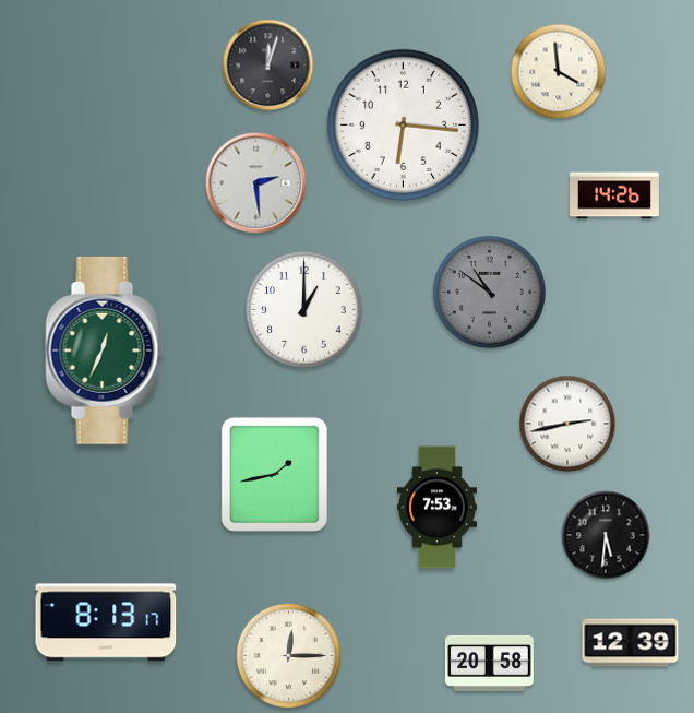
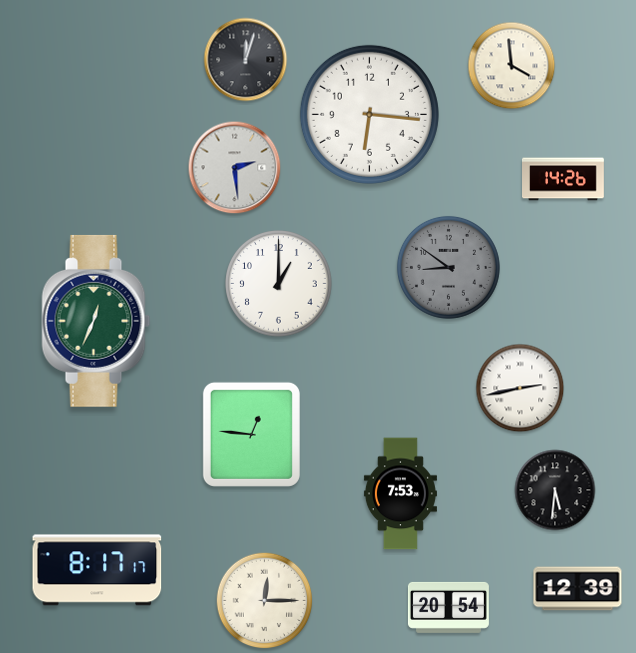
clock at (489, 292): 10:51 -> 8:51
clock at (274, 474): 1:43 -> 12:46
clock at (436, 508) position: (436, 508) -> (400, 494)
clock at (106, 622): 8:13 -> 8:17
clock at (489, 663): 20:58 -> 20:54
